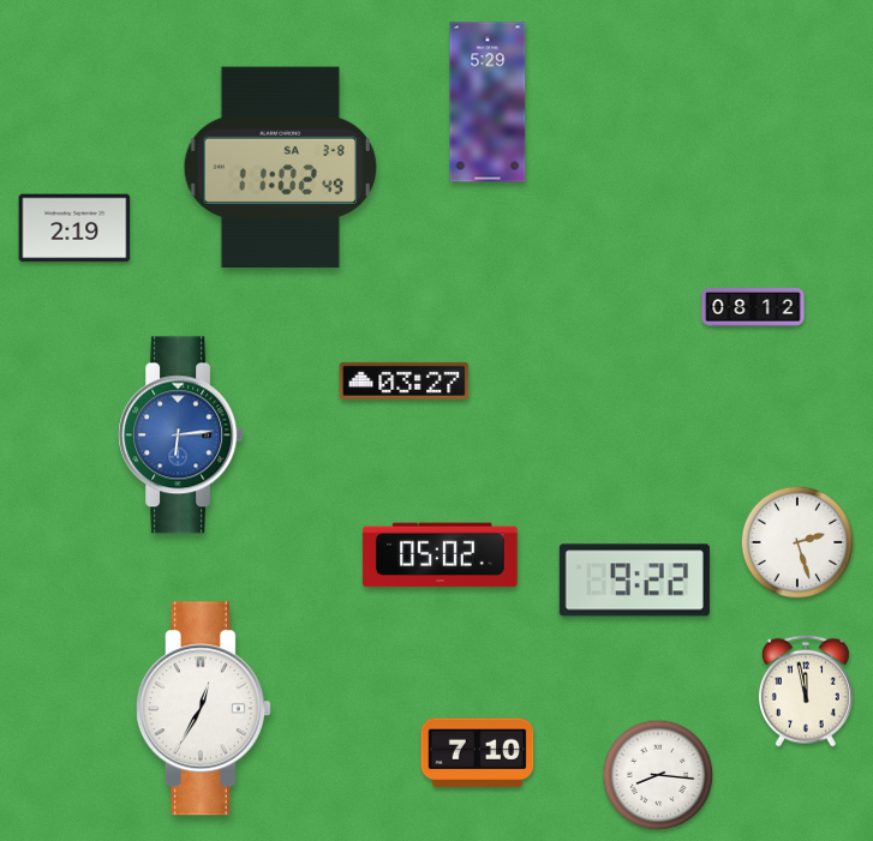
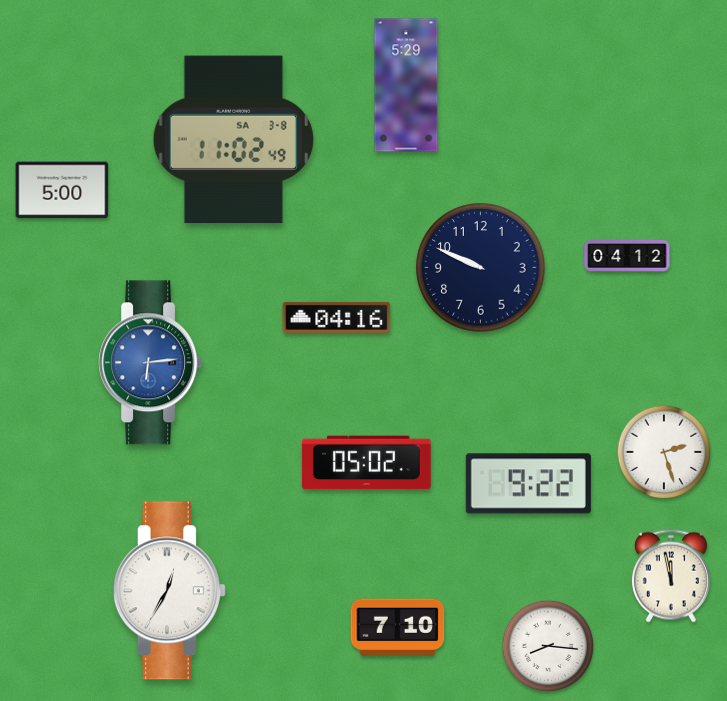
clock at (74, 228): 2:19 -> 5:00
clock at (753, 308): 08:12 -> 04:12
clock at (481, 268): none -> 9:49
clock at (405, 380): 03:27 -> 04:16
